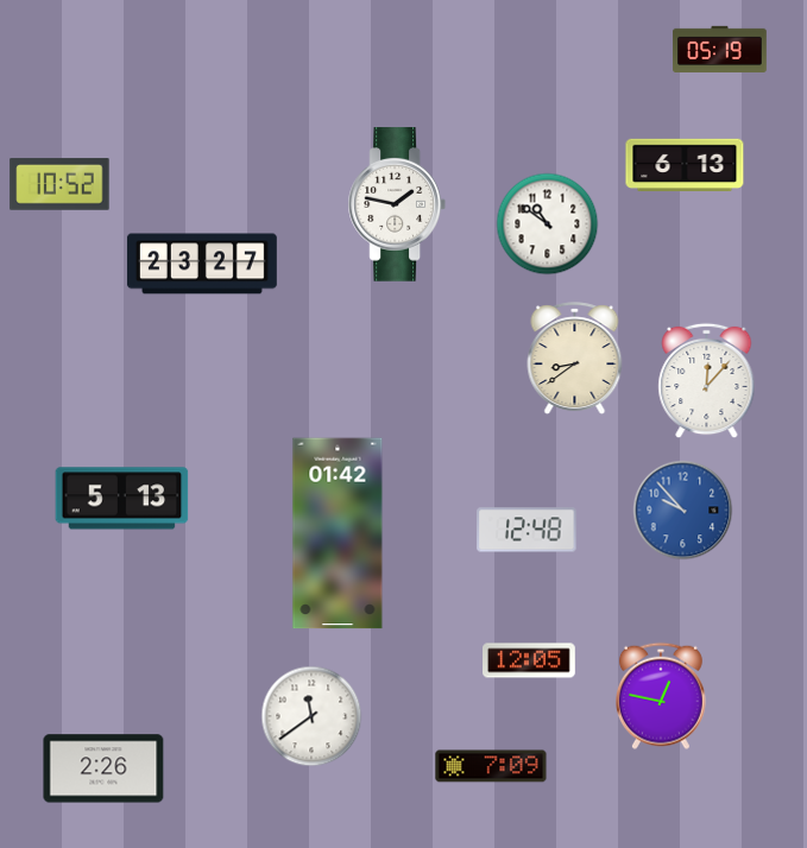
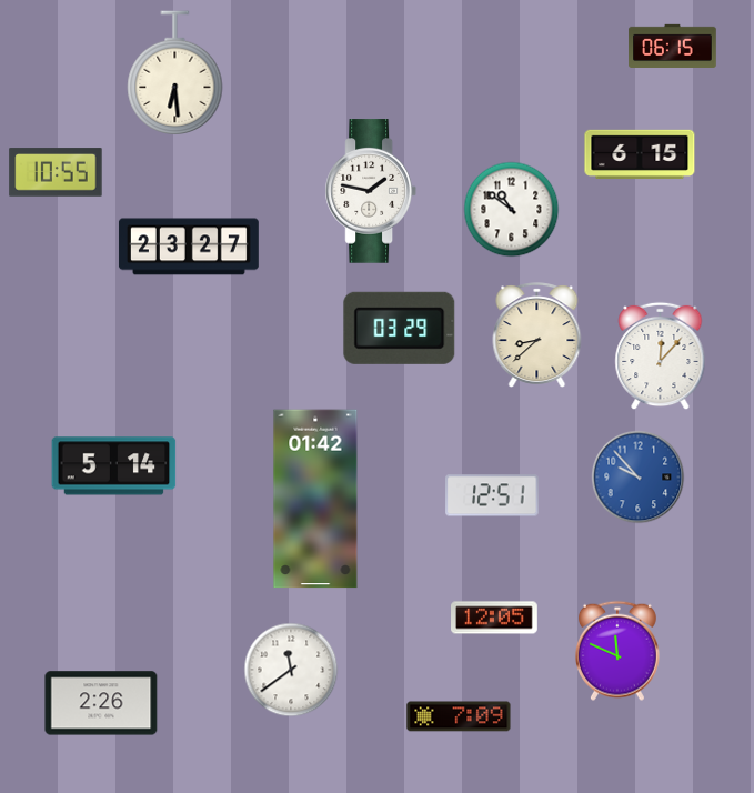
clock at (720, 49): 05:19 -> 06:15
clock at (175, 73): none -> 6:29
clock at (685, 164): 6:13 -> 6:15
clock at (59, 184): 10:52 -> 10:55
clock at (400, 328): none -> 03:29
clock at (575, 357): 8:39 -> 8:38
clock at (122, 499): 5:13 -> 5:14
clock at (527, 530): 12:48 -> 12:51
clock at (661, 696): 12:47 -> 11:49
clock at (103, 768) position: (103, 768) -> (101, 703)
